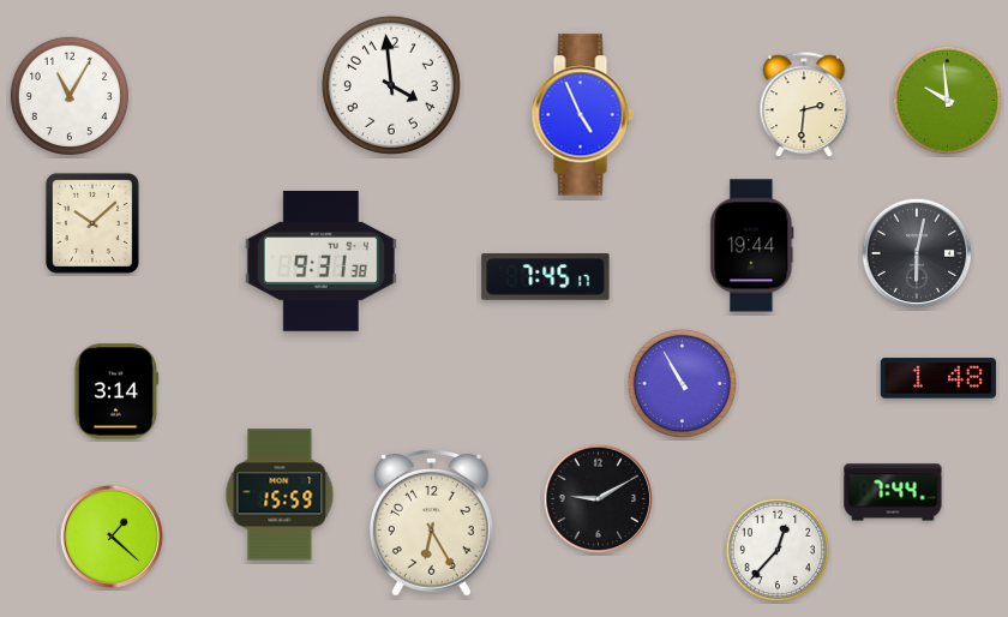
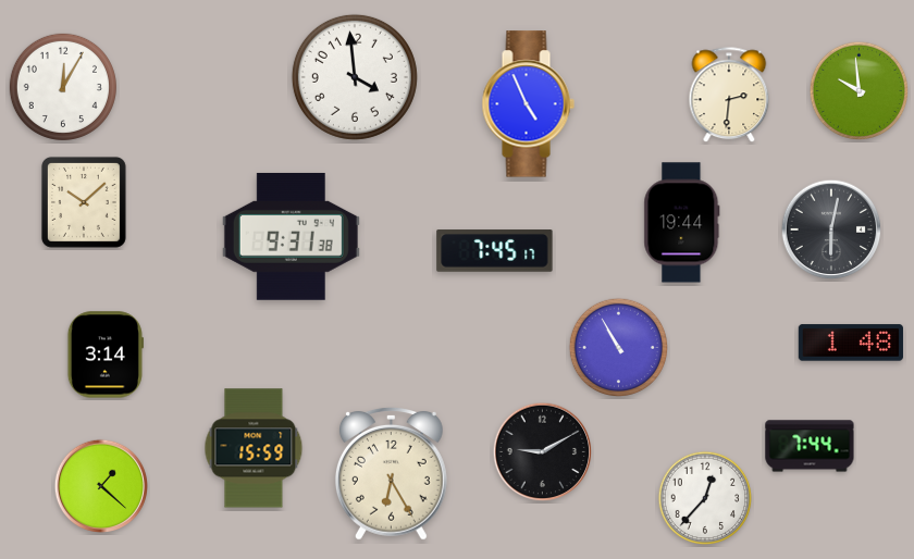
clock at (70, 96): 11:05 -> 12:05
